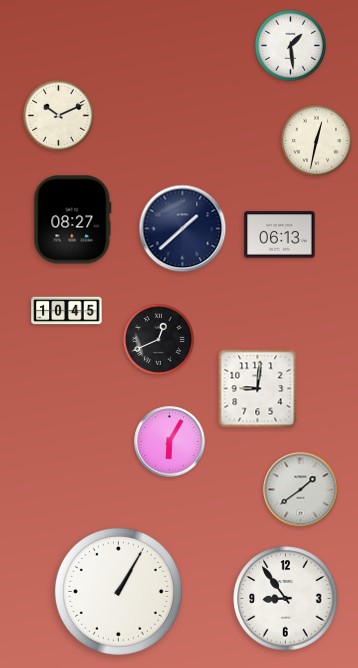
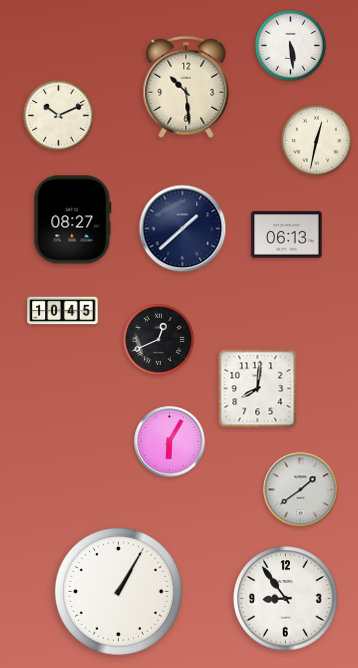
clock at (290, 45): 1:29 -> 5:29
clock at (186, 87): none -> 10:29
clock at (280, 235) position: (280, 235) -> (287, 235)
clock at (67, 311) position: (67, 311) -> (63, 311)
clock at (258, 389): 9:01 -> 8:01
